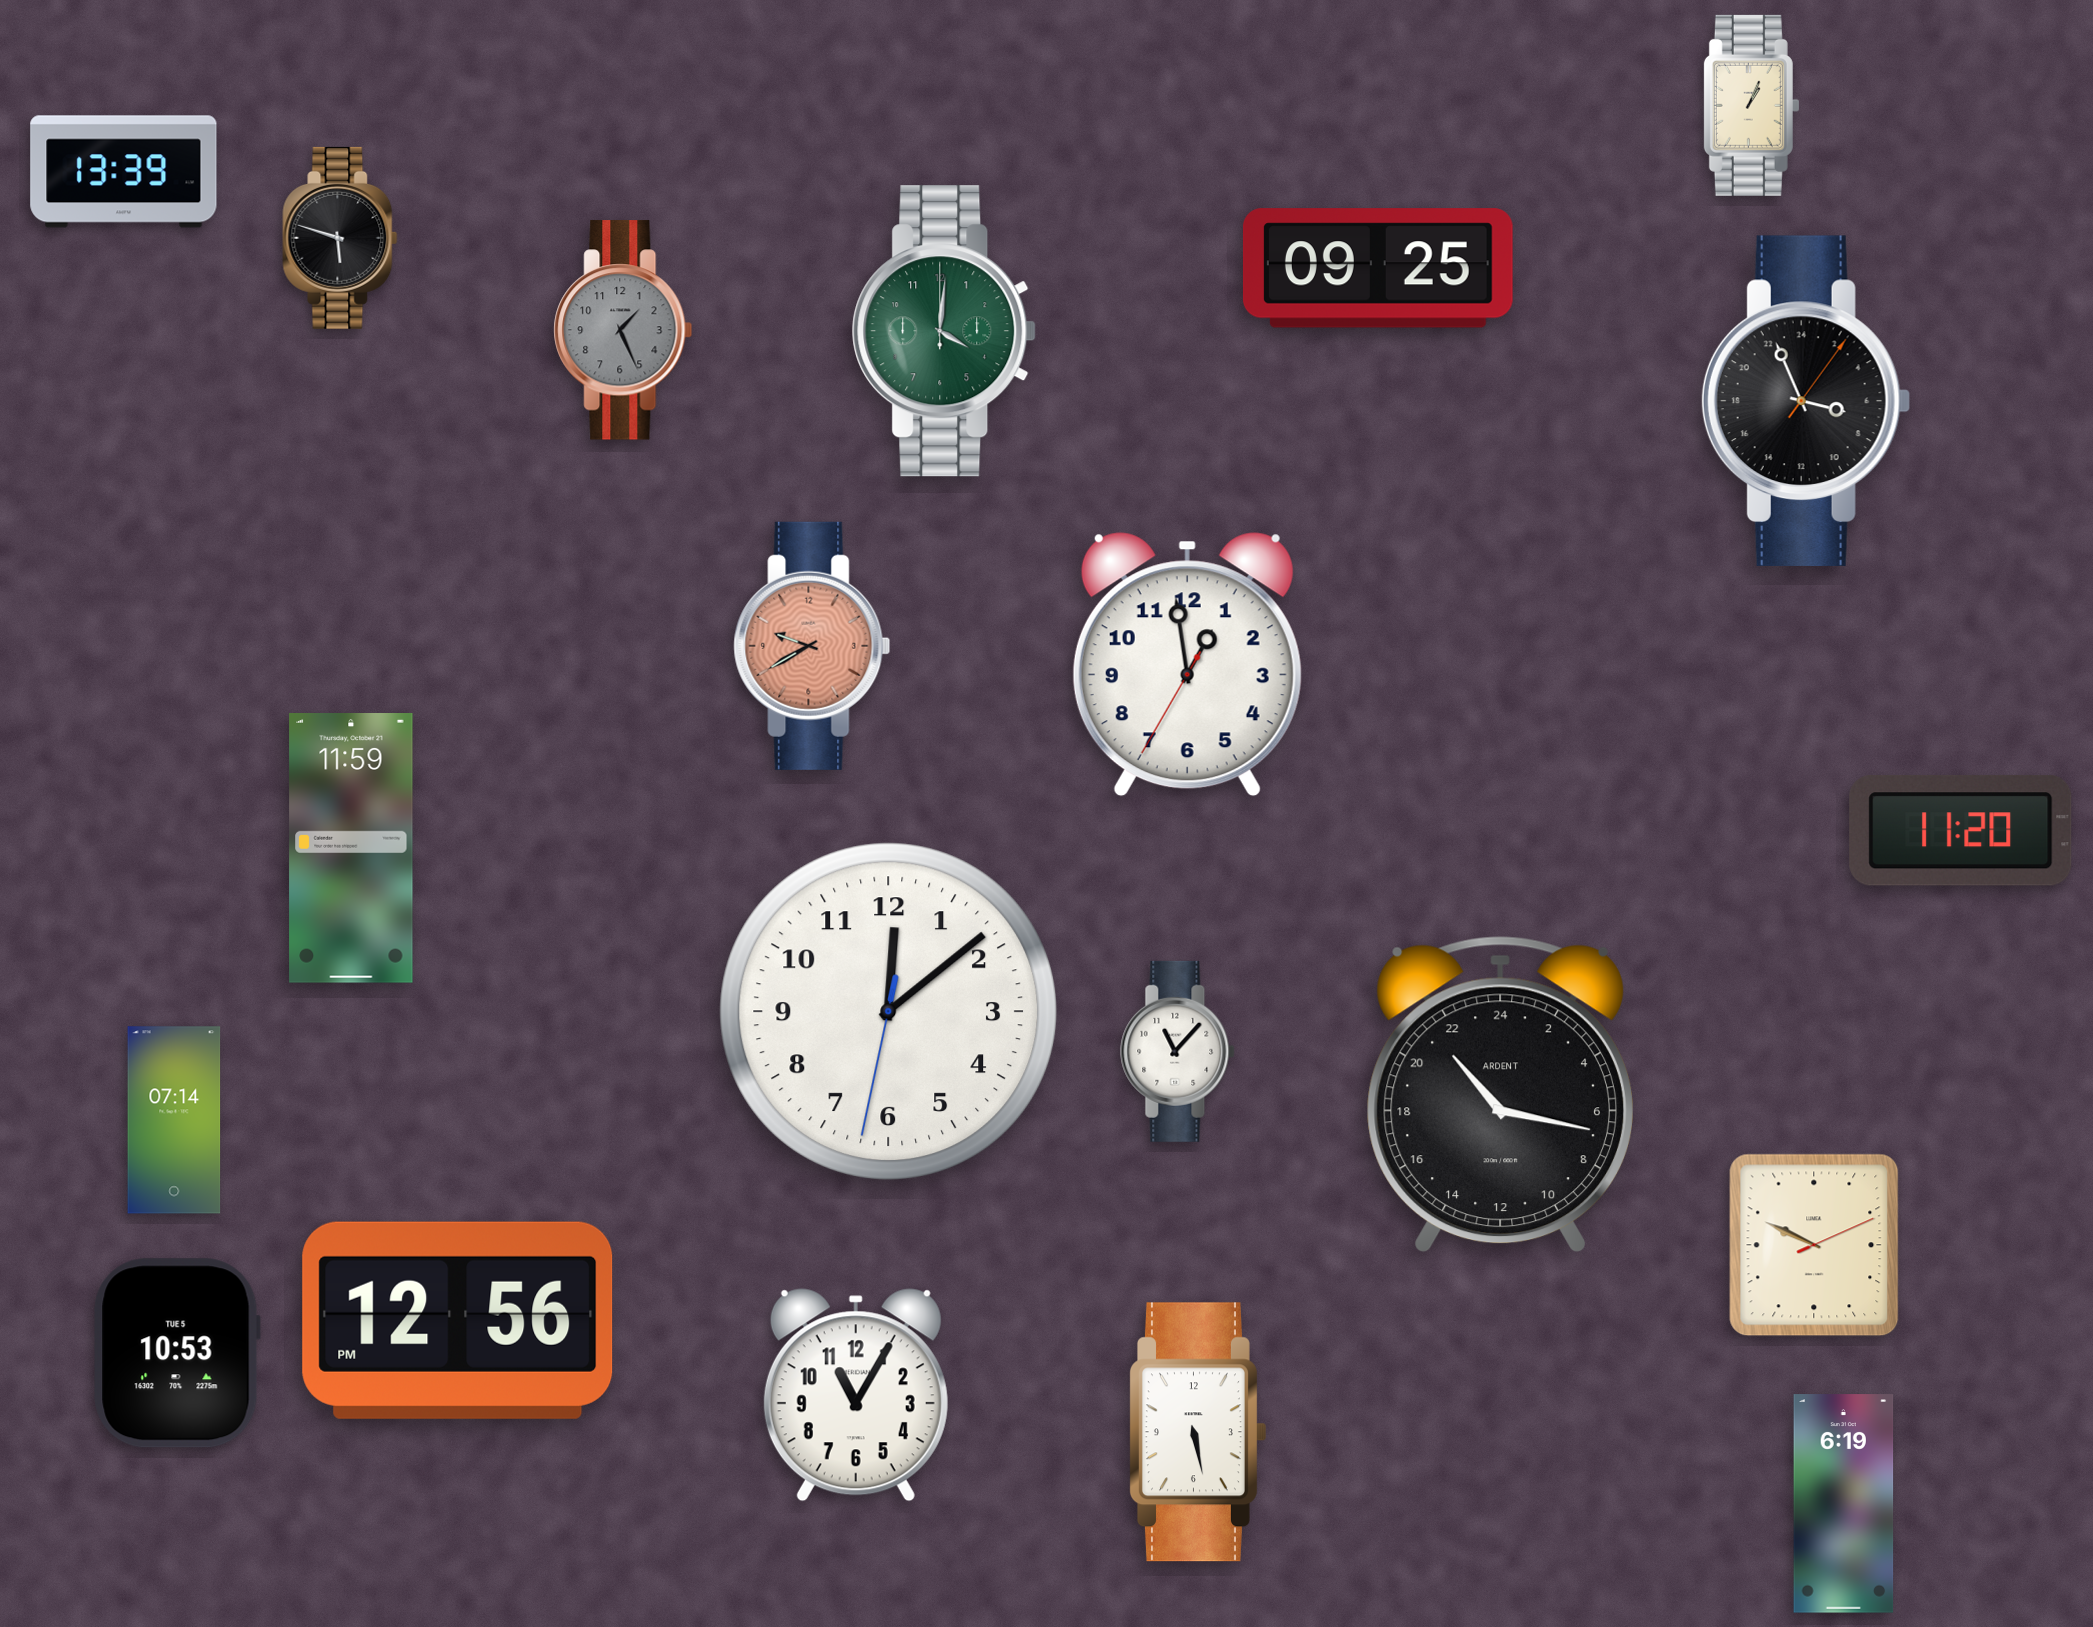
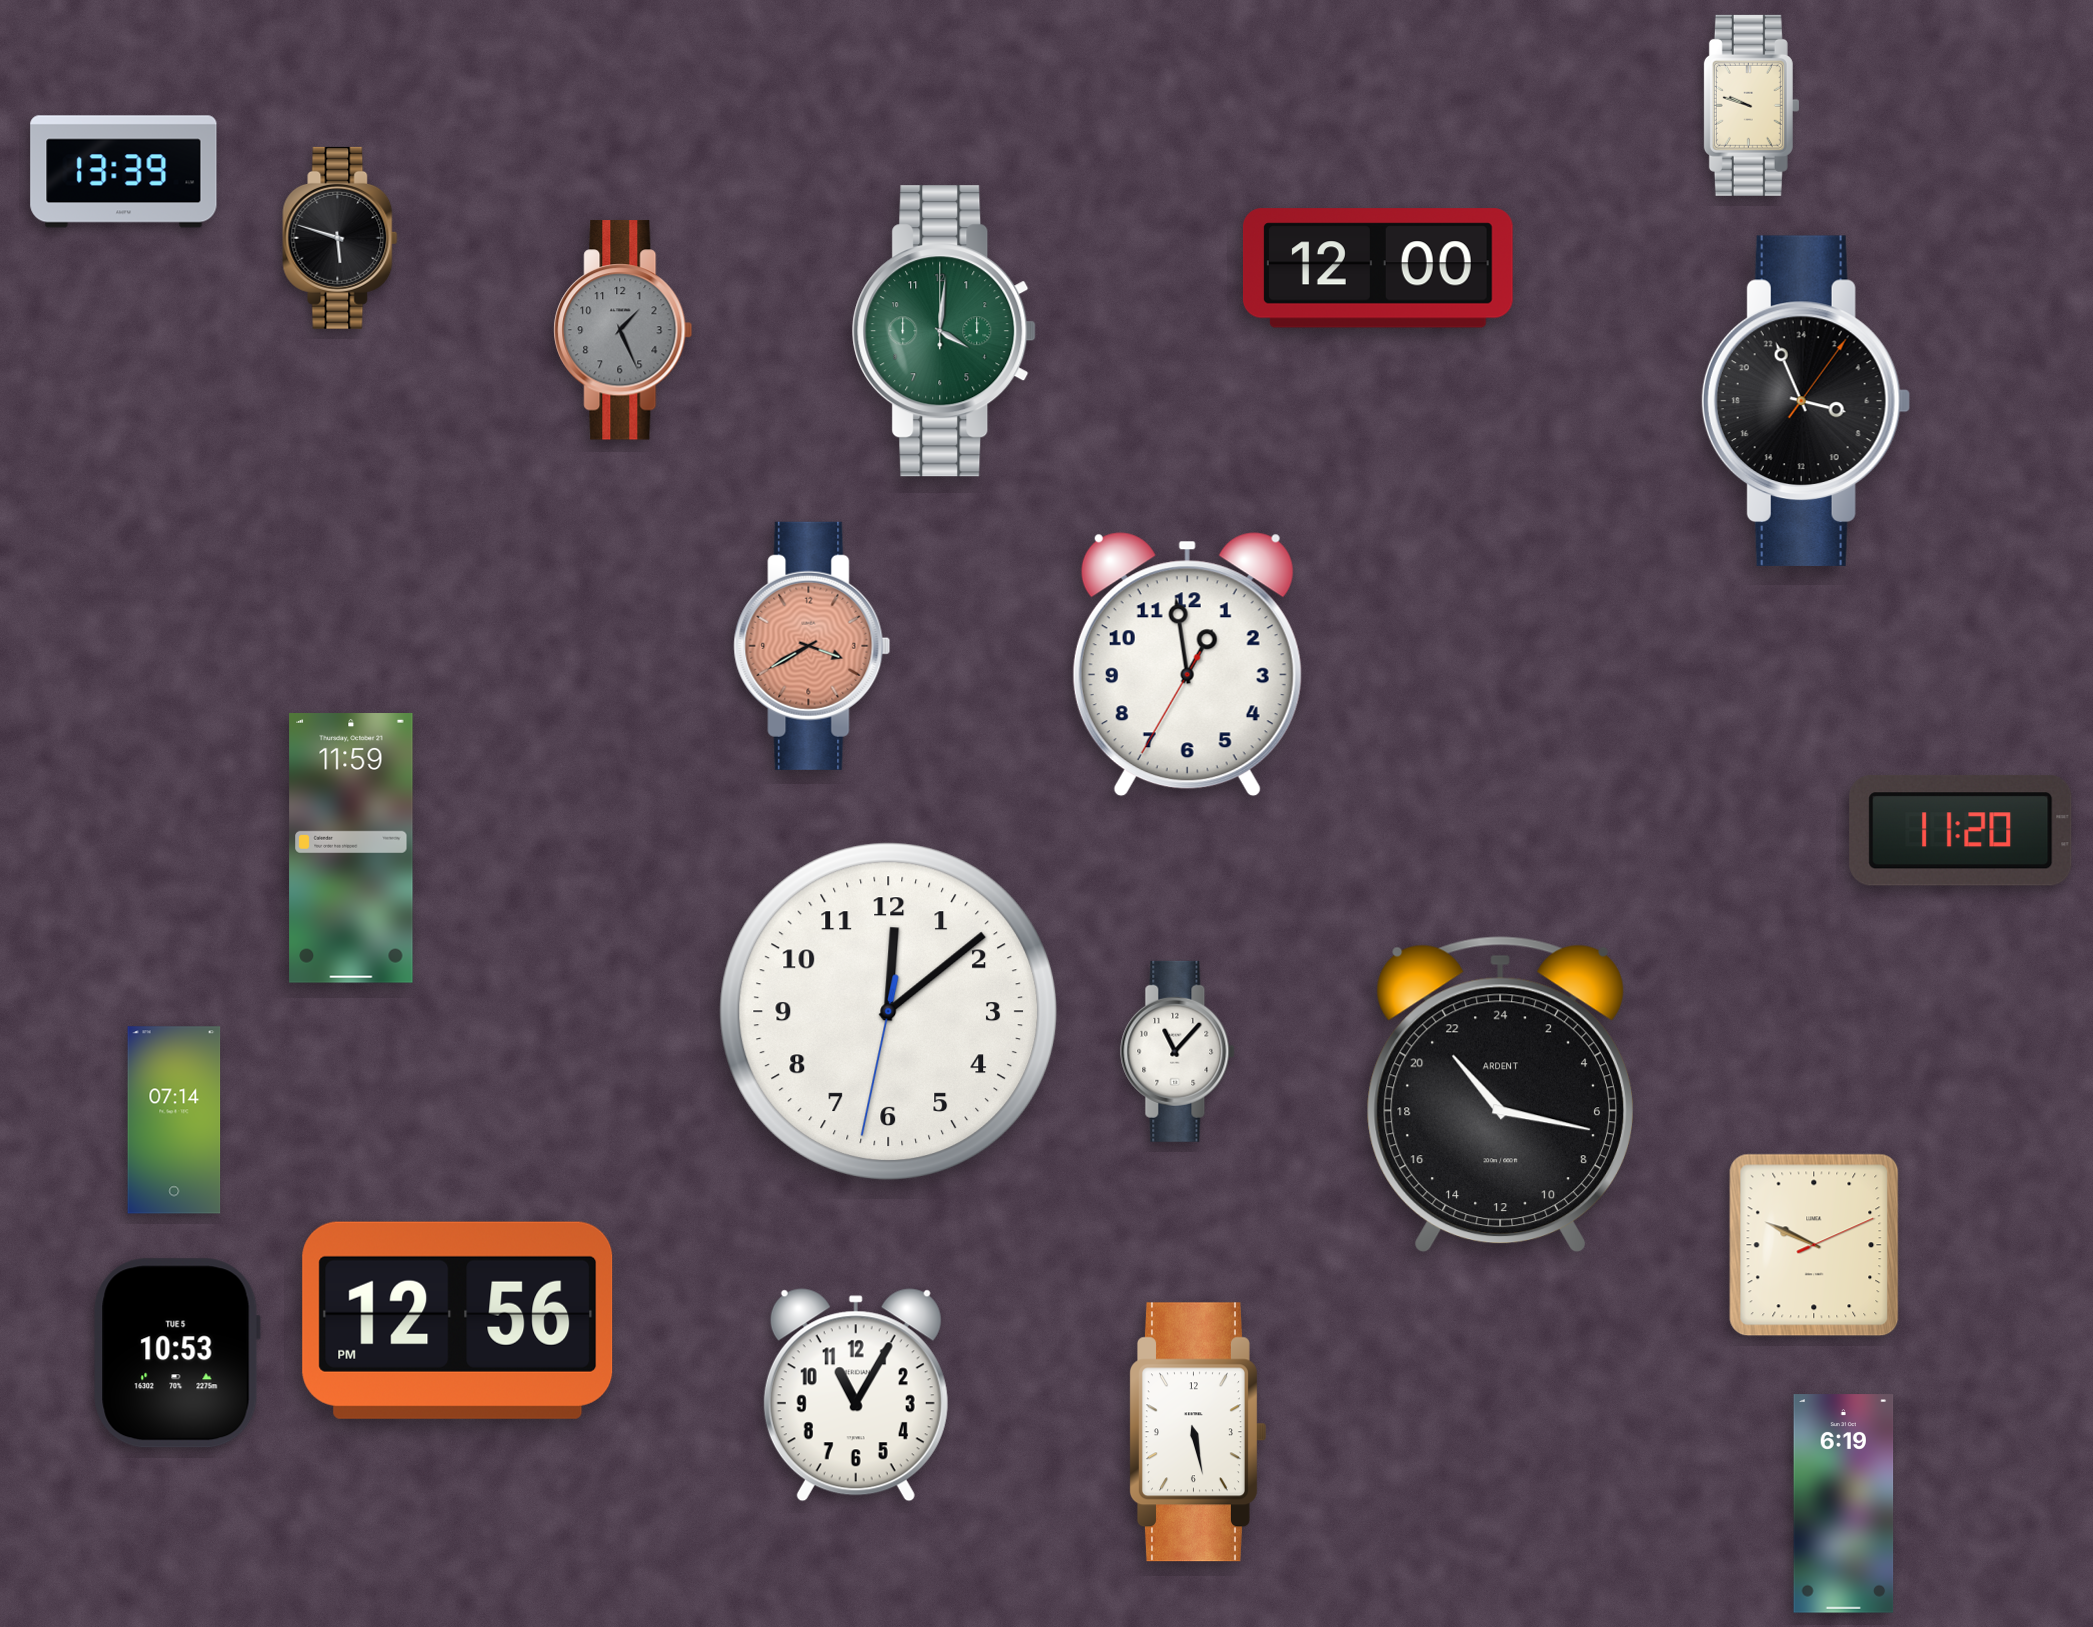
clock at (1751, 105): 1:04 -> 9:48
clock at (1378, 268): 09:25 -> 12:00
clock at (812, 646): 9:40 -> 3:40
